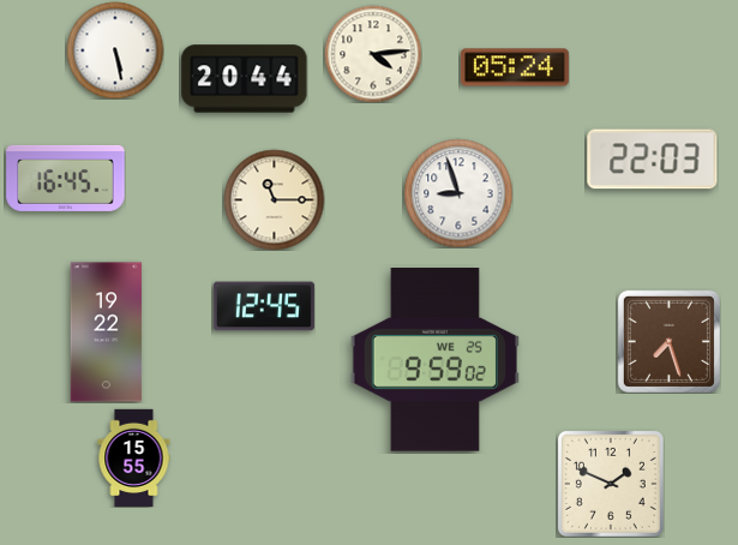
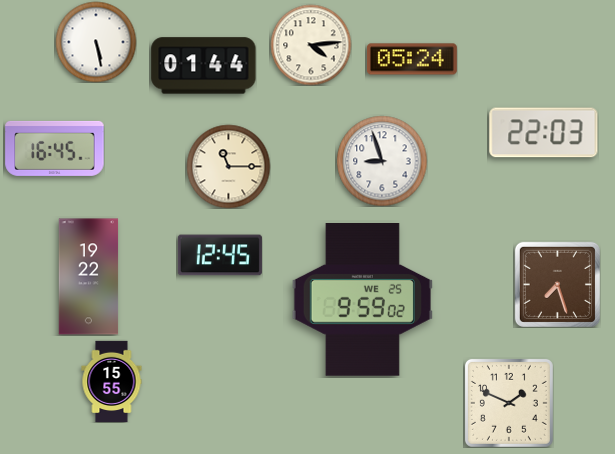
clock at (515, 67) position: (515, 67) -> (412, 59)
clock at (245, 79): 20:44 -> 01:44
